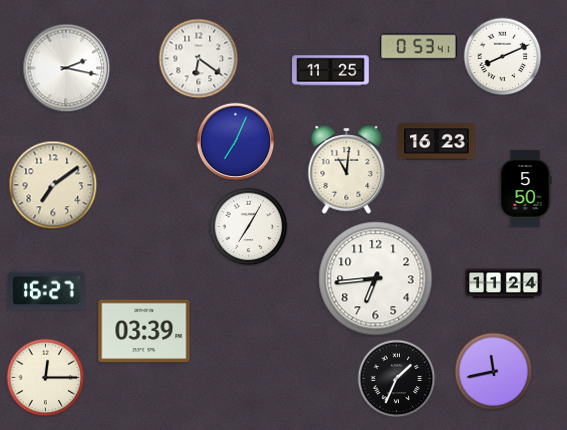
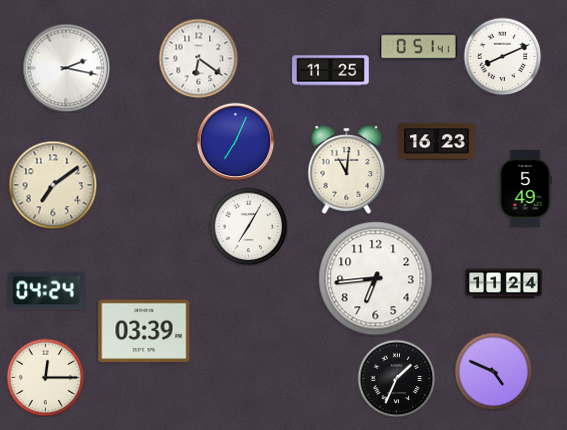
clock at (419, 47): 0:53 -> 0:51
clock at (525, 189): 5:50 -> 5:49
clock at (47, 291): 16:27 -> 04:24
clock at (493, 371): 11:43 -> 4:49
